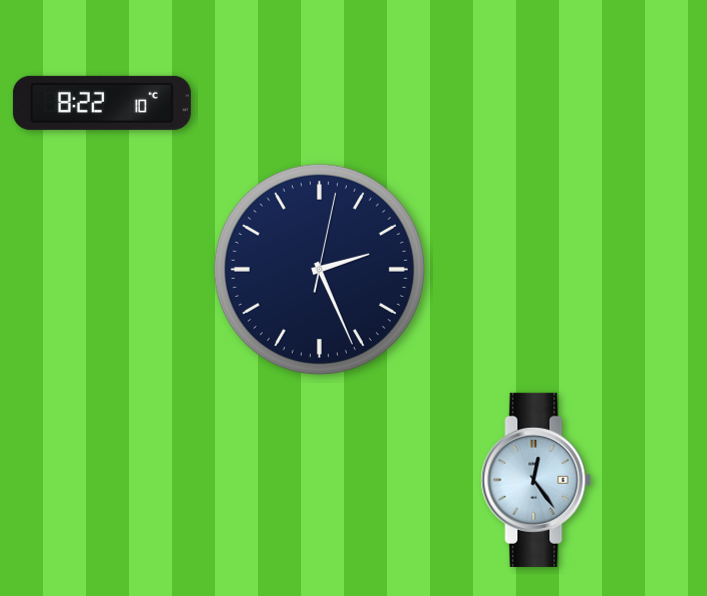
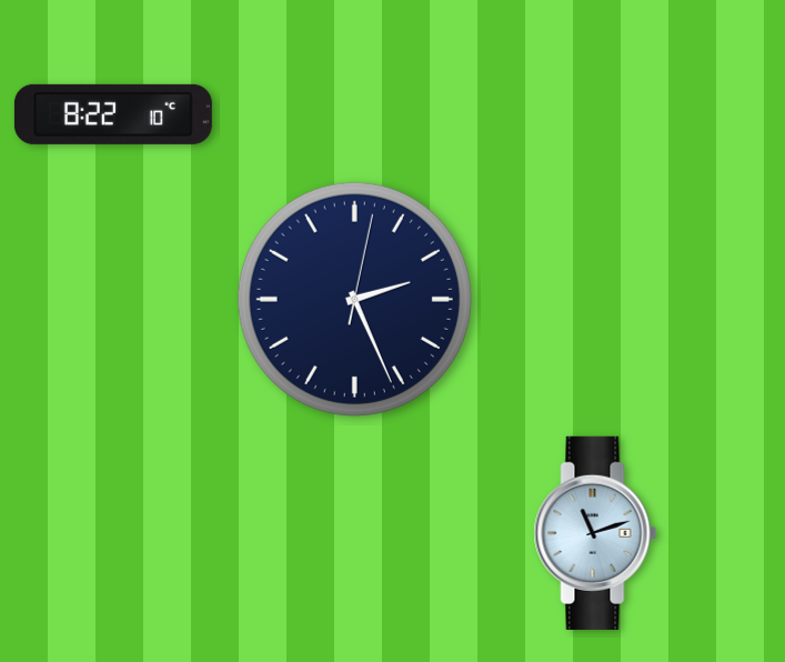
clock at (536, 480): 12:24 -> 11:12
